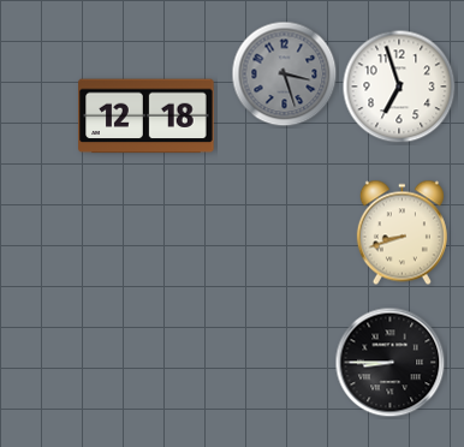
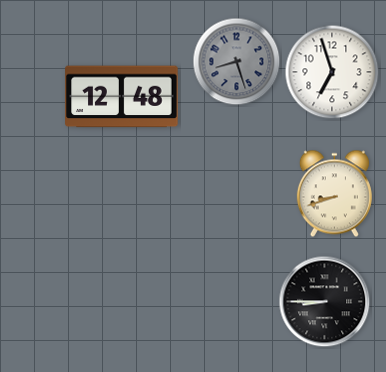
clock at (285, 74): 3:27 -> 8:27
clock at (147, 117): 12:18 -> 12:48
